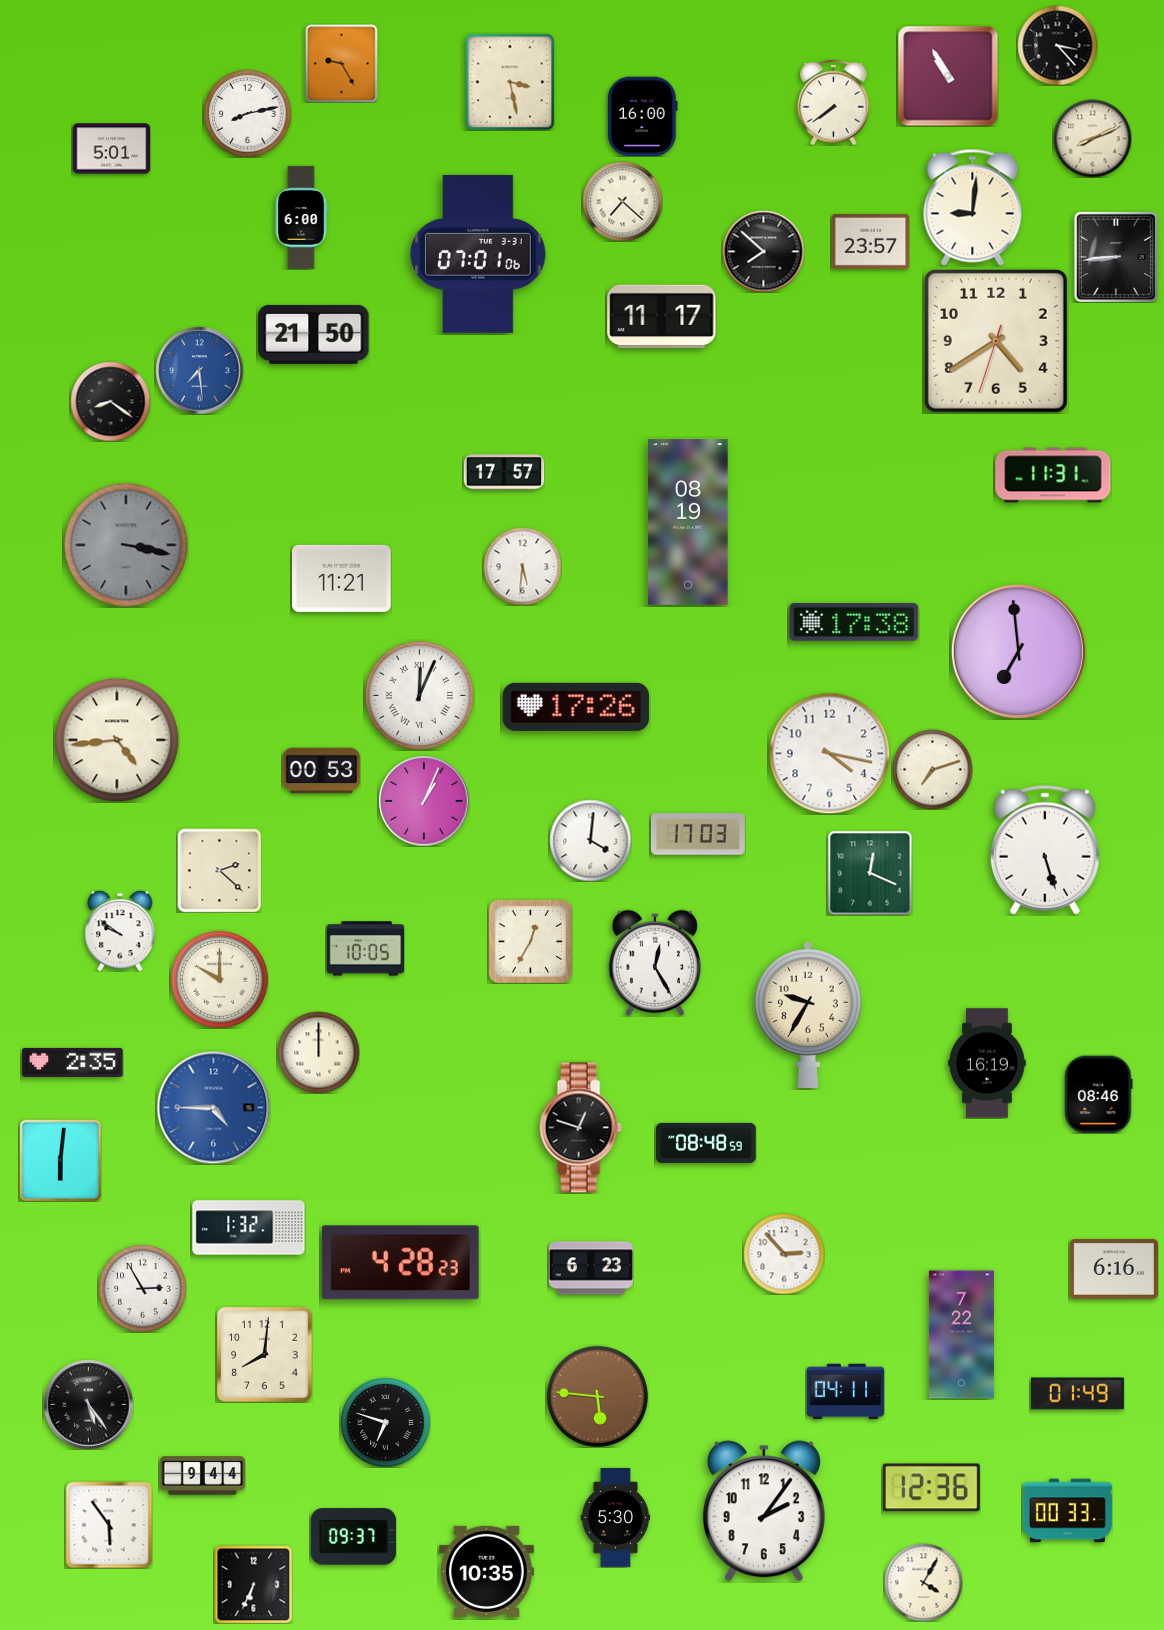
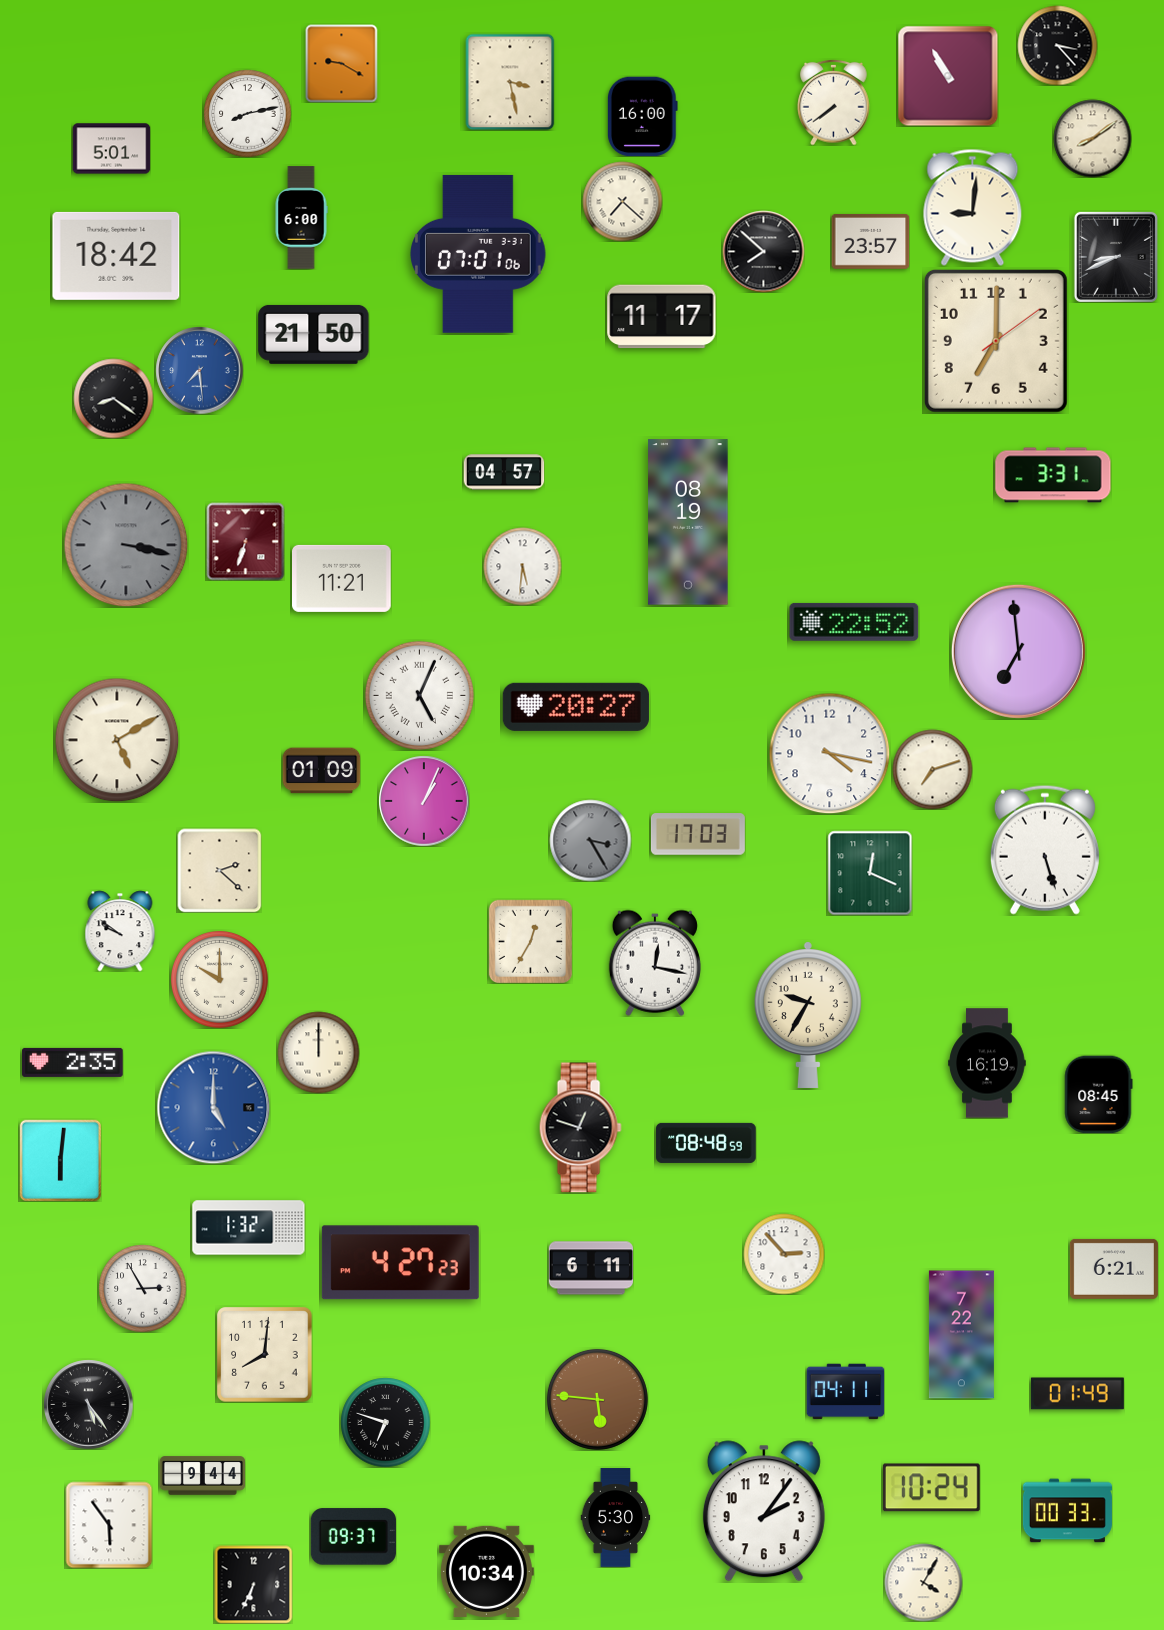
clock at (342, 63): 9:25 -> 9:20
clock at (1092, 138): 8:11 -> 8:09
clock at (116, 256): none -> 18:42
clock at (1116, 257): 8:44 -> 8:41
clock at (996, 341): 4:39 -> 7:00
clock at (110, 401) position: (110, 401) -> (113, 398)
clock at (504, 472): 17:57 -> 04:57
clock at (1053, 475): 11:31 -> 3:31
clock at (245, 541): none -> 6:33
clock at (854, 622): 17:38 -> 22:52
clock at (419, 695): 12:04 -> 5:04
clock at (576, 707): 17:26 -> 20:27
clock at (117, 740): 4:44 -> 5:10
clock at (321, 771): 00:53 -> 01:09
clock at (590, 840): 4:01 -> 3:25
clock at (590, 840) dial: white -> grey
clock at (365, 949): 10:05 -> none
clock at (655, 963): 12:25 -> 12:17
clock at (1099, 1094): 08:46 -> 08:45
clock at (213, 1107): 4:45 -> 5:00
clock at (400, 1263): 4:28 -> 4:27
clock at (590, 1268): 6:23 -> 6:11
clock at (1114, 1269): 6:16 -> 6:21
clock at (597, 1396) position: (597, 1396) -> (597, 1399)
clock at (931, 1488): 12:36 -> 10:24
clock at (486, 1571): 10:35 -> 10:34
